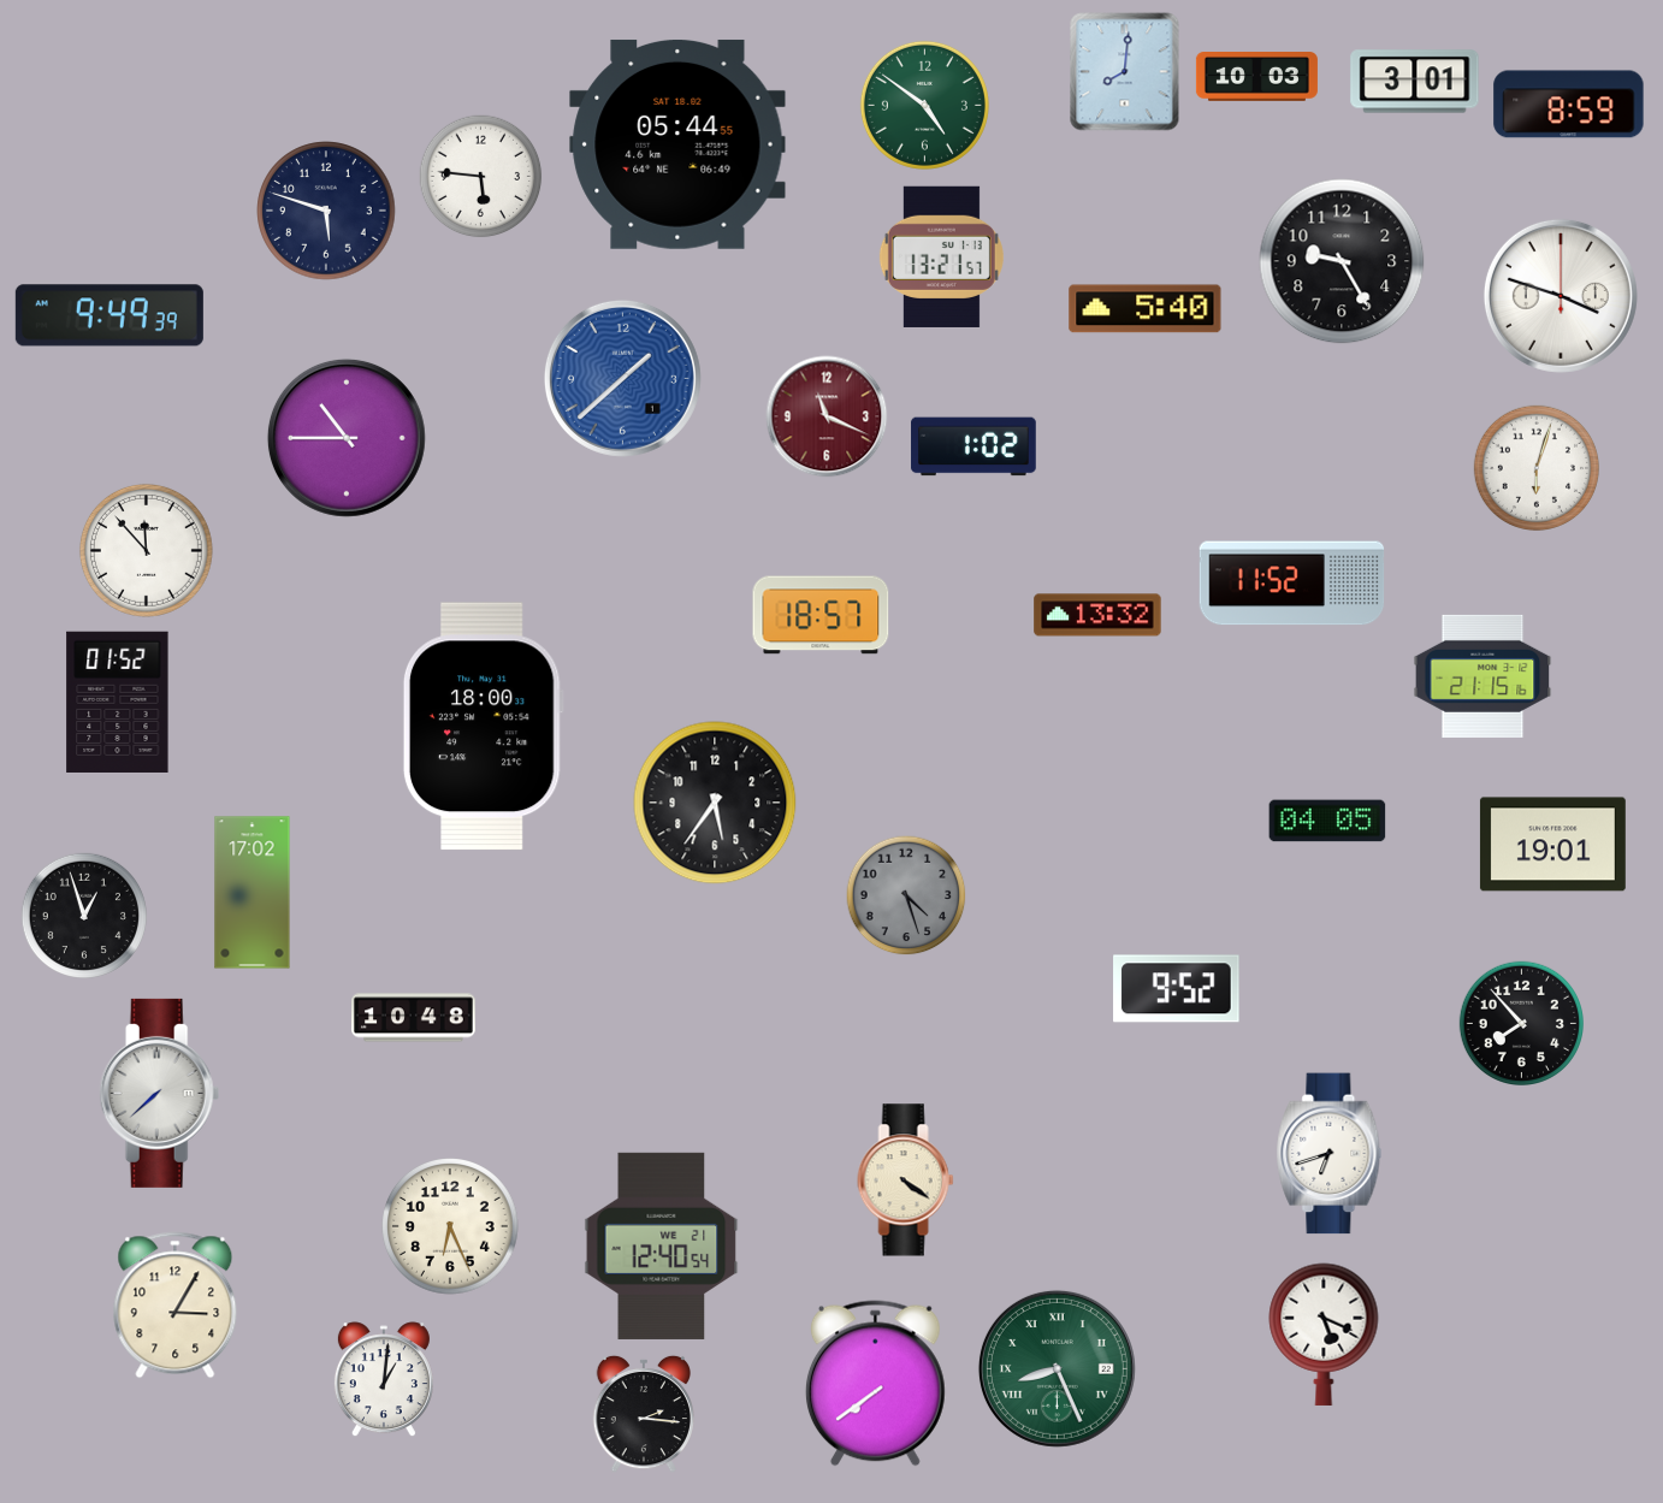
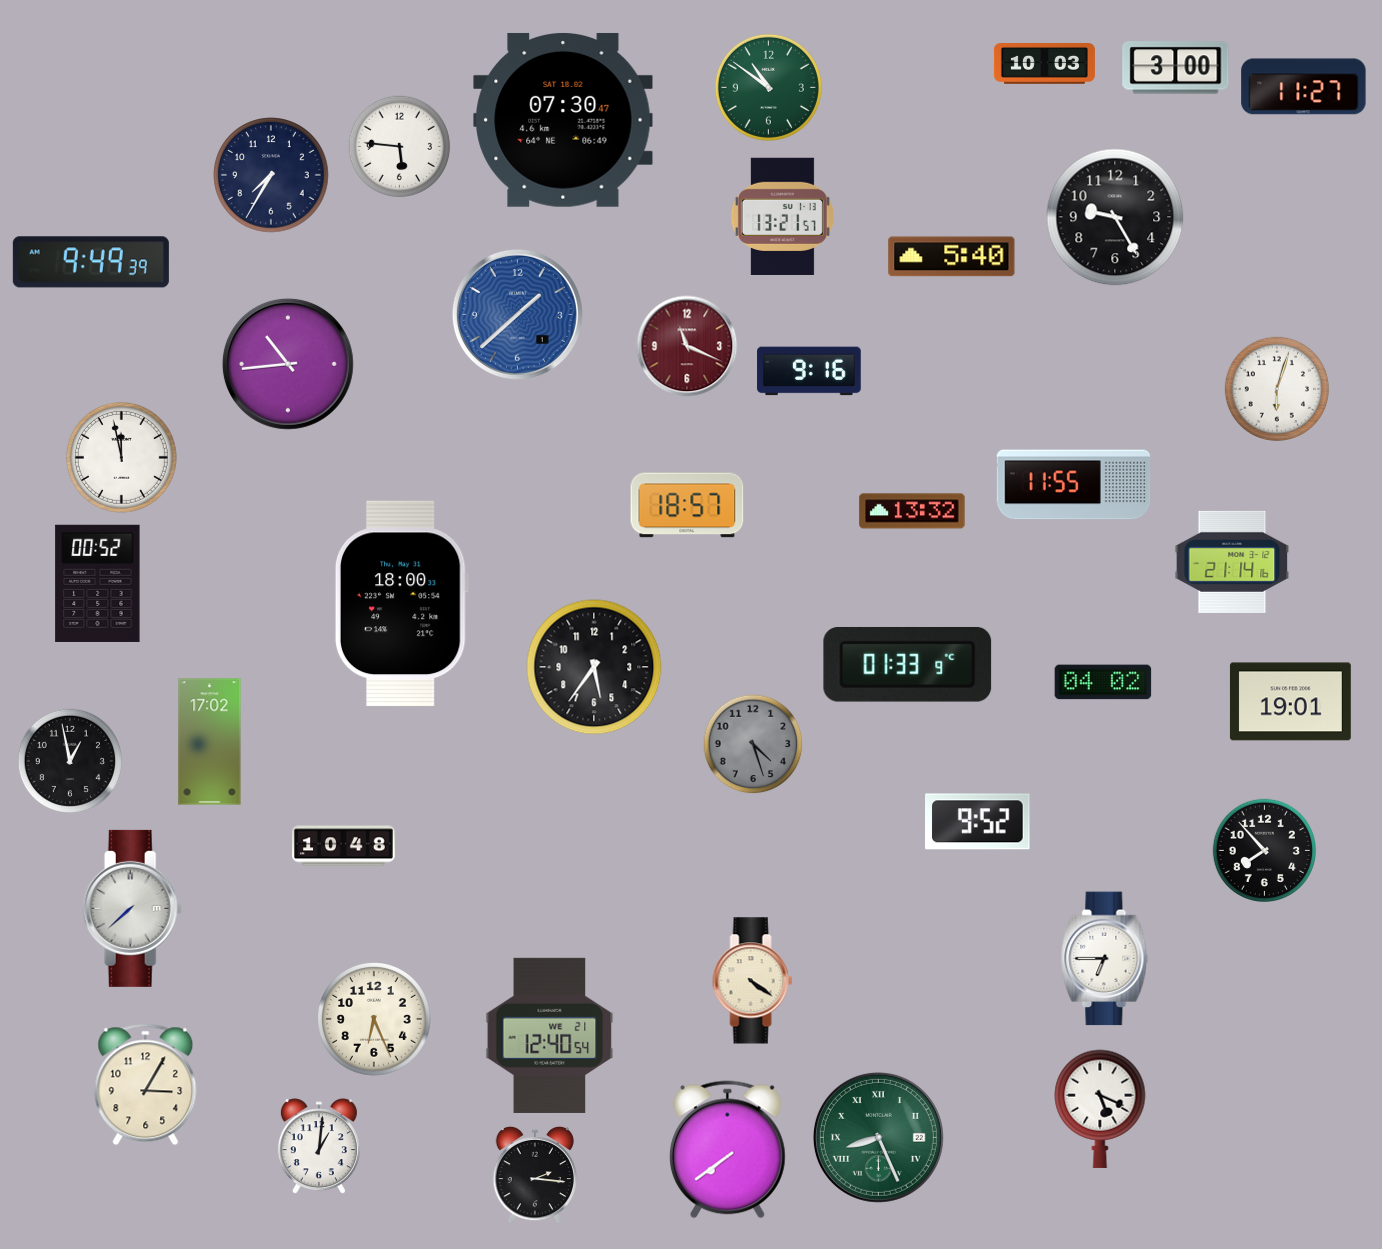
clock at (1125, 72): 8:01 -> none
clock at (1415, 82): 3:01 -> 3:00
clock at (924, 105): 4:51 -> 10:51
clock at (1569, 105): 8:59 -> 11:27
clock at (677, 144): 05:44 -> 07:30
clock at (326, 211): 5:48 -> 7:35
clock at (941, 256) position: (941, 256) -> (782, 216)
clock at (1561, 296): 3:48 -> none
clock at (347, 438): 10:45 -> 10:44
clock at (973, 446): 1:02 -> 9:16
clock at (146, 550): 11:53 -> 11:58
clock at (1292, 584): 11:52 -> 11:55
clock at (821, 615) position: (821, 615) -> (687, 505)
clock at (1483, 676): 21:15 -> 21:14
clock at (118, 702): 01:52 -> 00:52
clock at (908, 664): none -> 01:33
clock at (1327, 821): 04:05 -> 04:02
clock at (84, 916): 12:57 -> 12:58
clock at (1330, 1154): 6:42 -> 6:45
